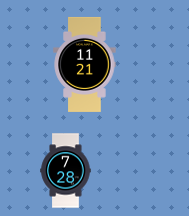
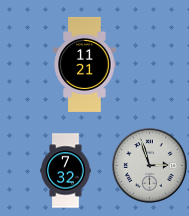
clock at (150, 166): none -> 2:57
clock at (66, 171): 7:28 -> 7:32
